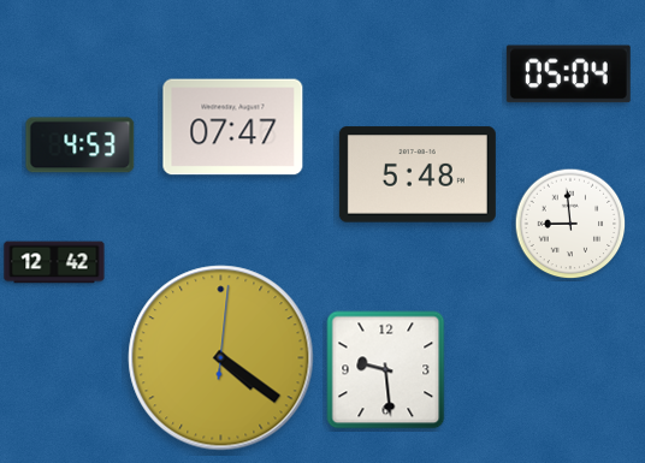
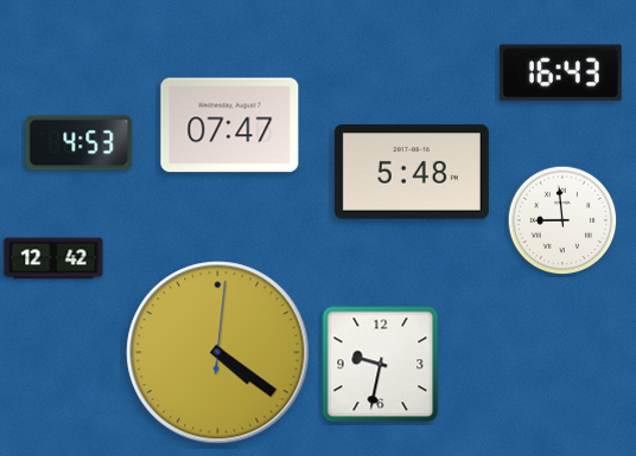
clock at (568, 75): 05:04 -> 16:43
clock at (386, 370): 9:29 -> 9:32
